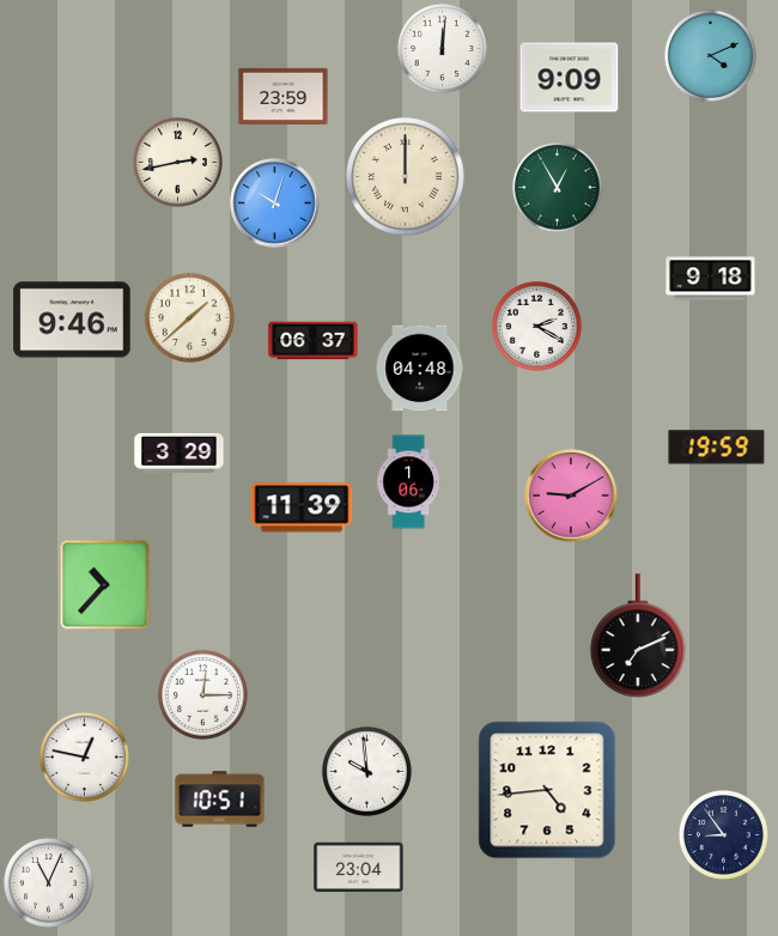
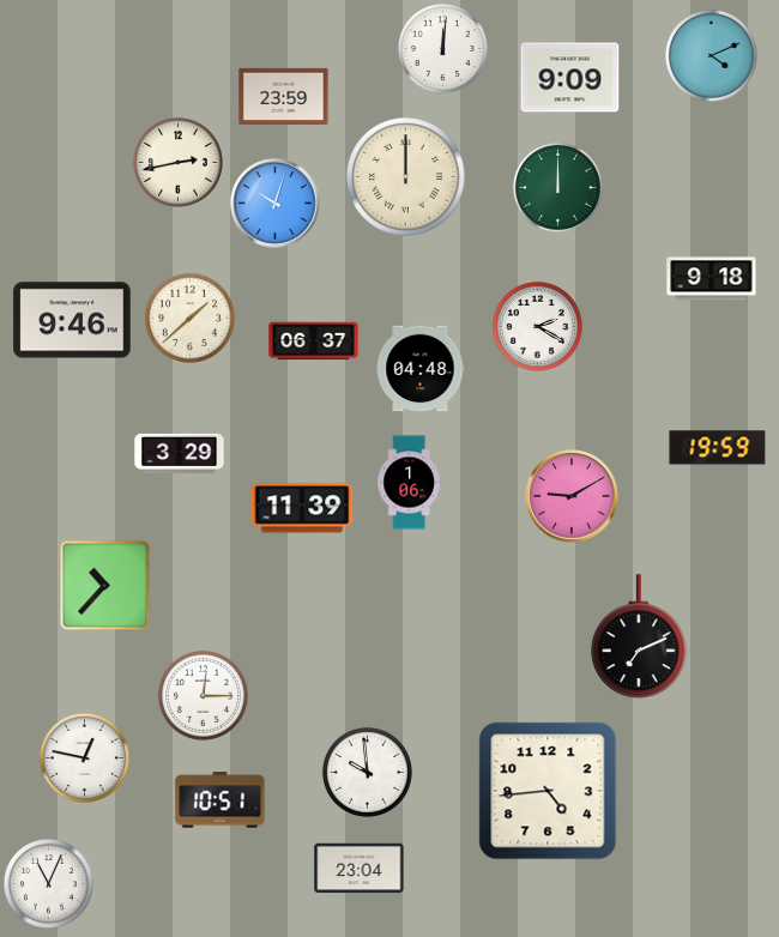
clock at (557, 187): 12:55 -> 12:00
clock at (723, 834): 8:54 -> none
